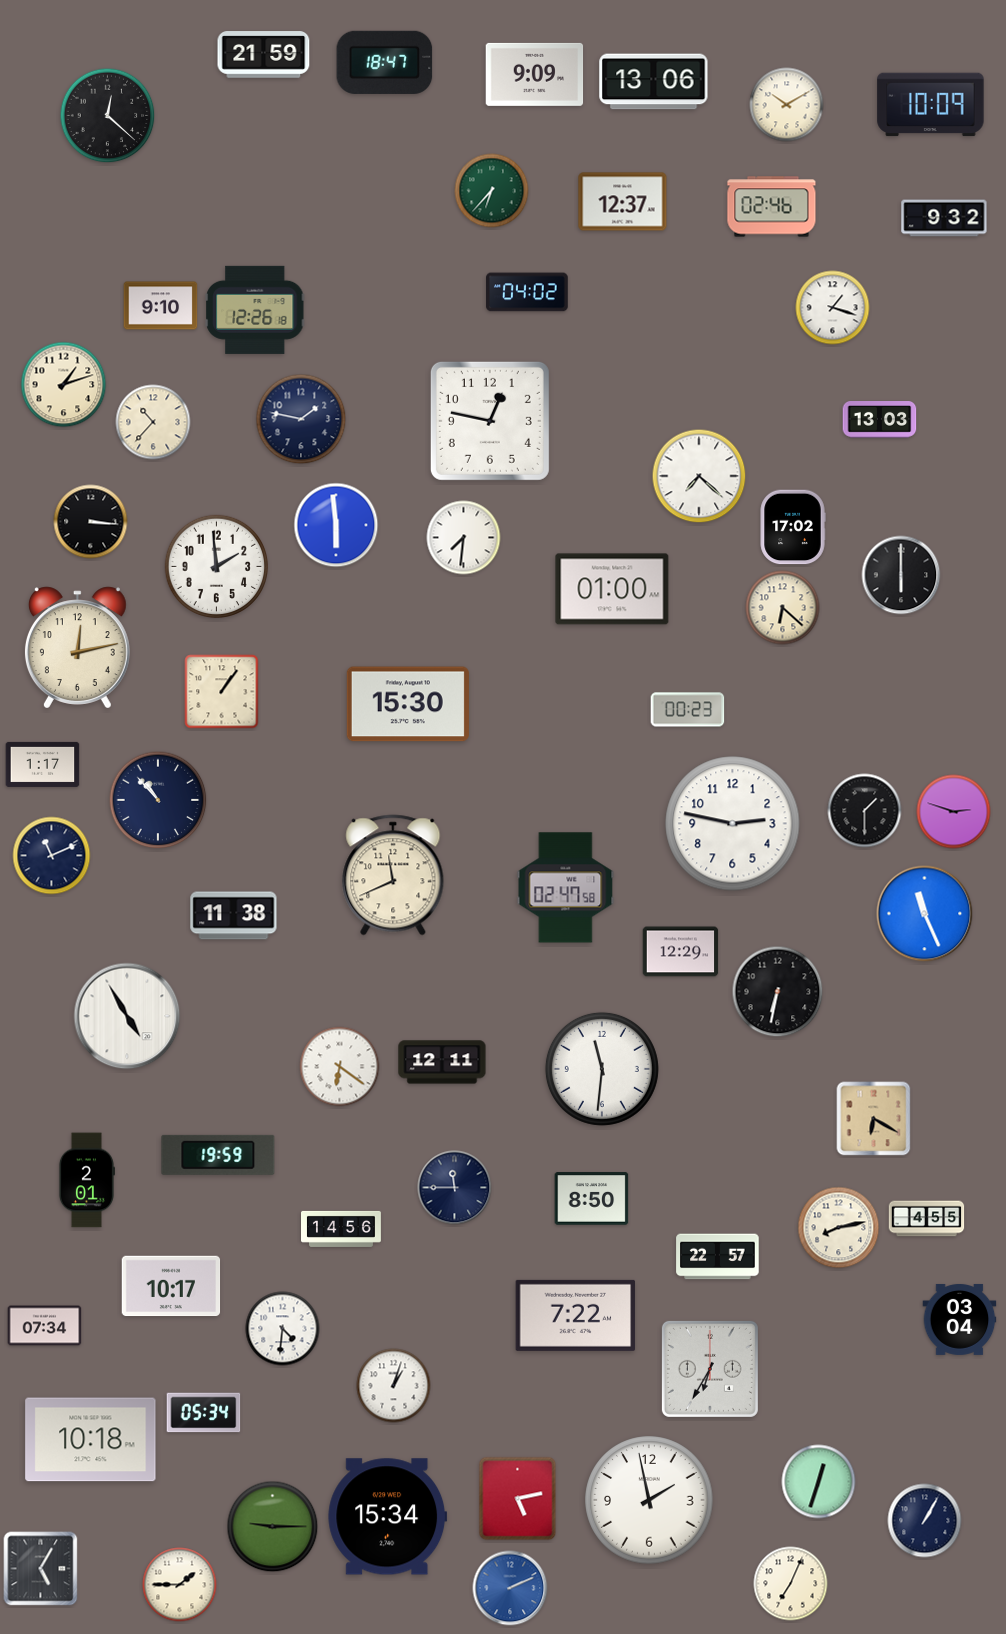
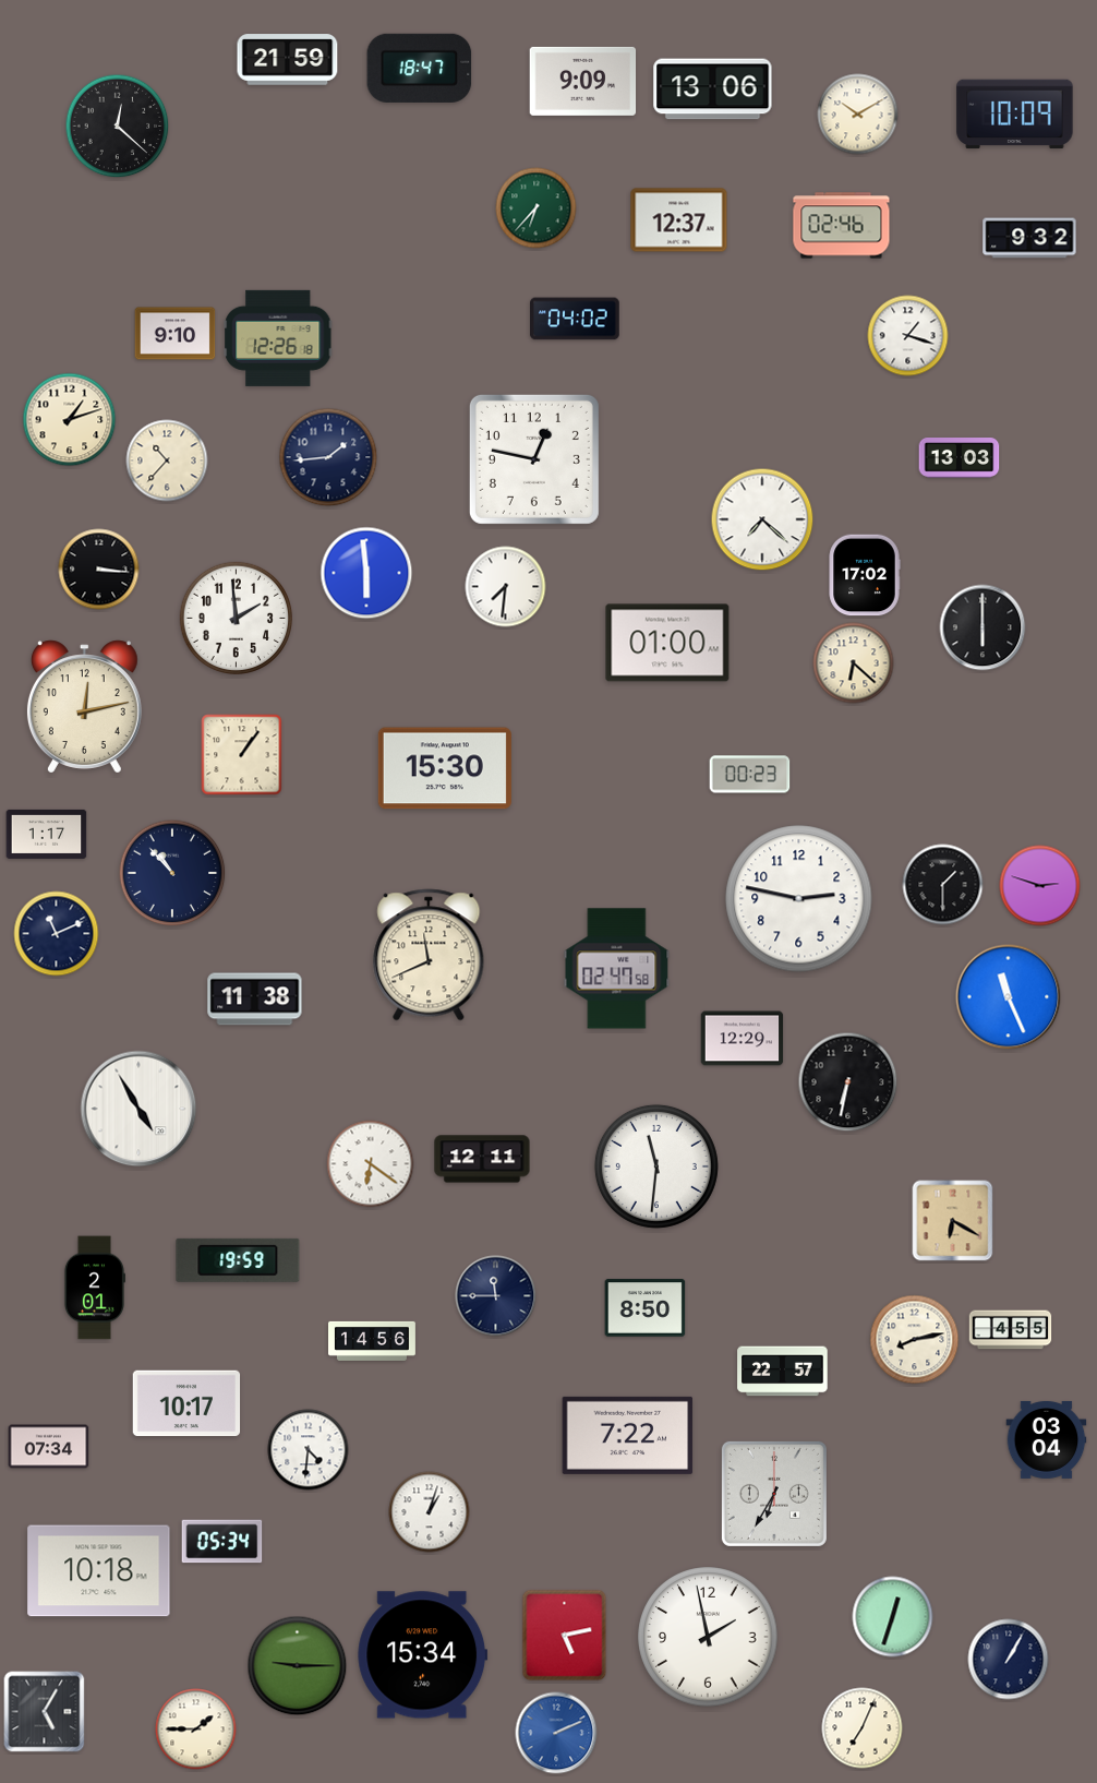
clock at (301, 419): 1:47 -> 1:44
